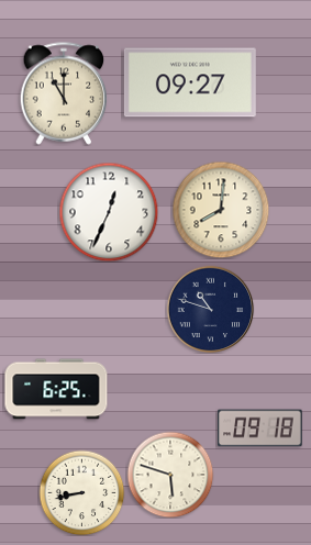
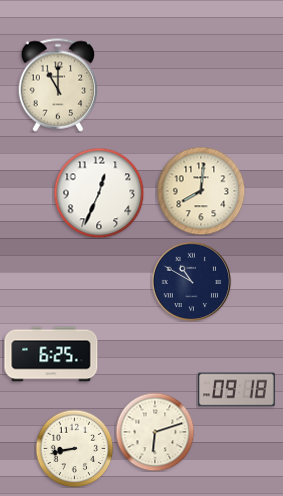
clock at (190, 82): 09:27 -> none
clock at (210, 309): 10:48 -> 10:50
clock at (170, 475): 5:48 -> 6:12
